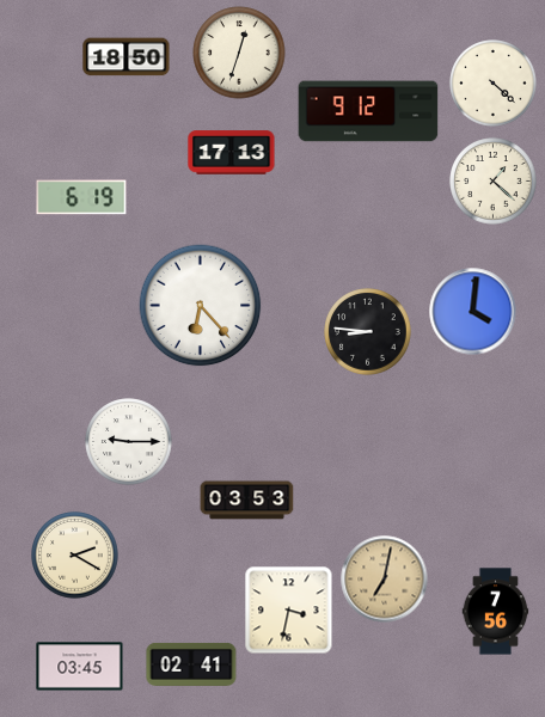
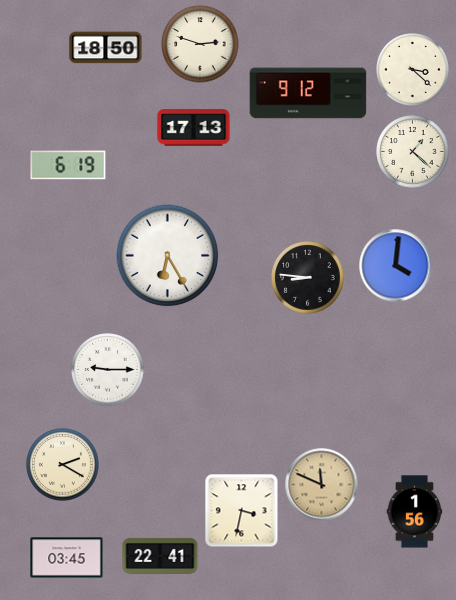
clock at (239, 53): 12:33 -> 2:48
clock at (494, 84): 4:22 -> 3:22
clock at (201, 306): 6:23 -> 6:25
clock at (473, 312) position: (473, 312) -> (396, 266)
clock at (247, 501): 03:53 -> none
clock at (385, 580): 7:02 -> 11:49
clock at (496, 612): 7:56 -> 1:56
clock at (191, 664): 02:41 -> 22:41
